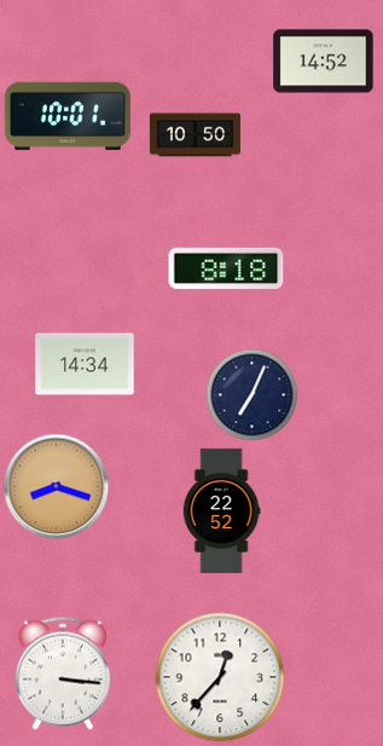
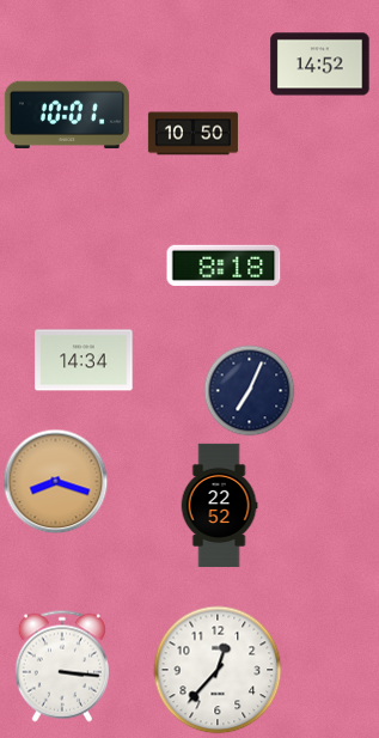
clock at (324, 62) position: (324, 62) -> (320, 65)
